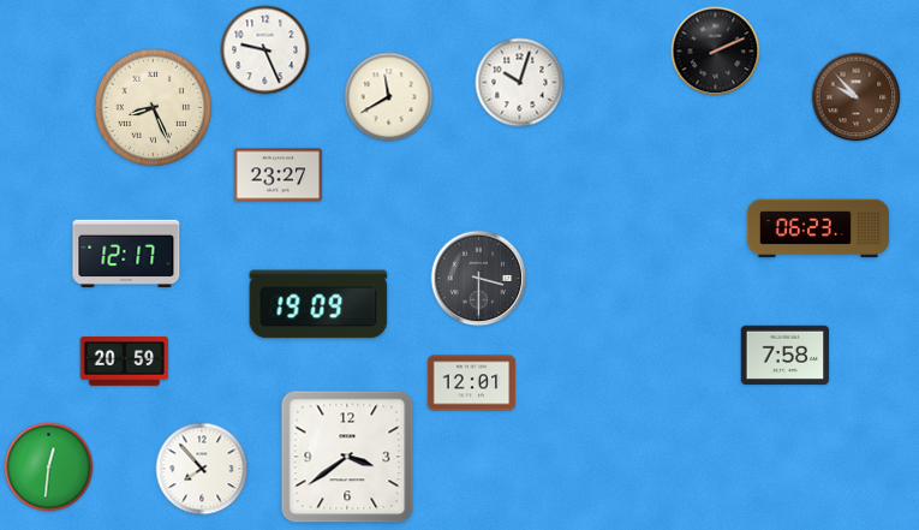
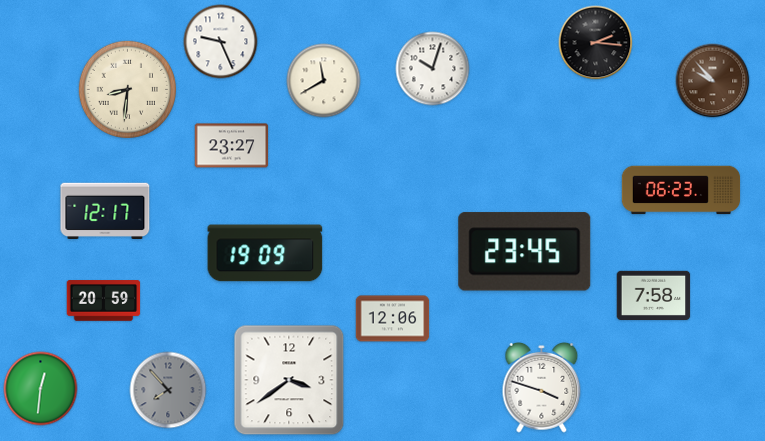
clock at (716, 52): 2:11 -> 2:16
clock at (153, 107): 8:26 -> 8:31
clock at (479, 279): 3:30 -> none
clock at (525, 252): none -> 23:45
clock at (472, 383): 12:01 -> 12:06
clock at (542, 387): none -> 3:48
clock at (202, 469) dial: white -> grey
